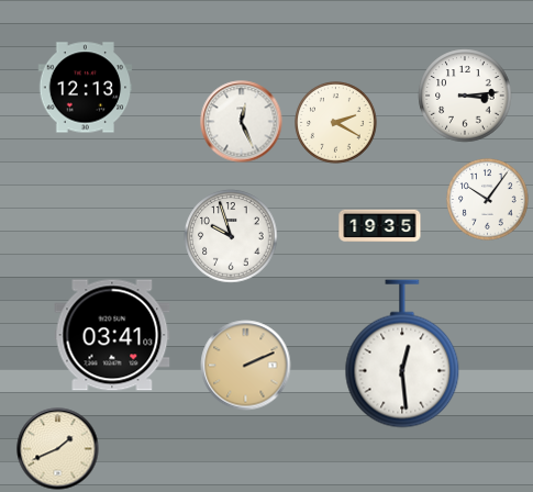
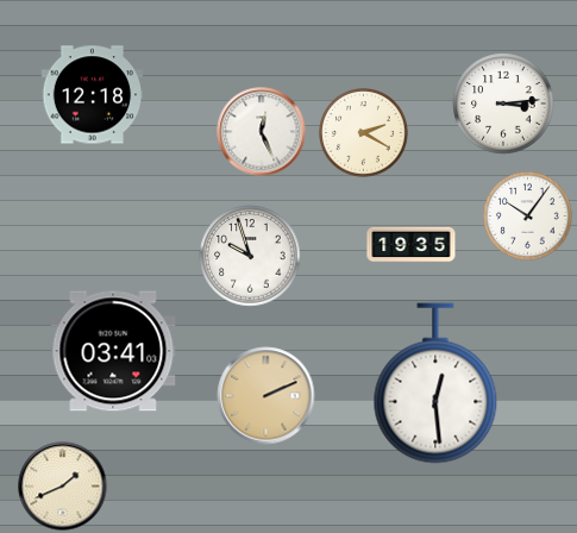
clock at (86, 88): 12:13 -> 12:18
clock at (112, 335) position: (112, 335) -> (113, 351)
